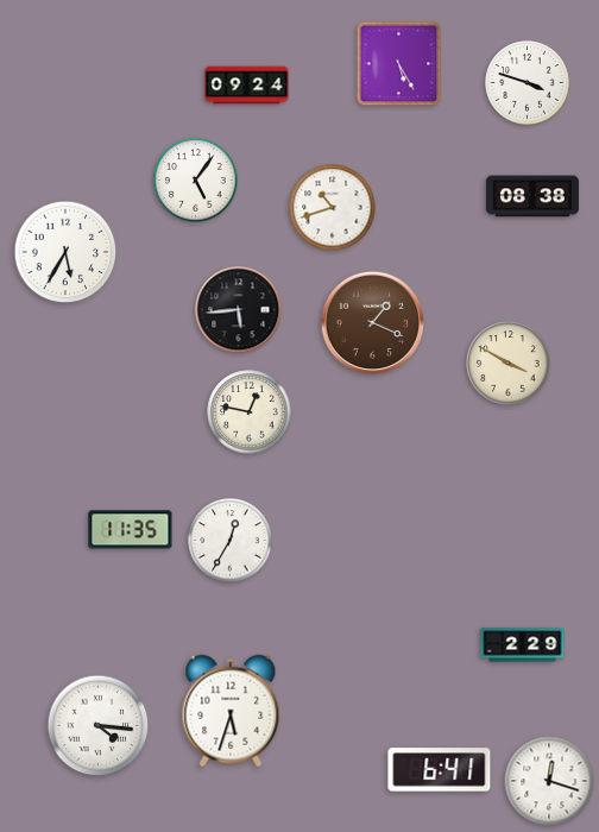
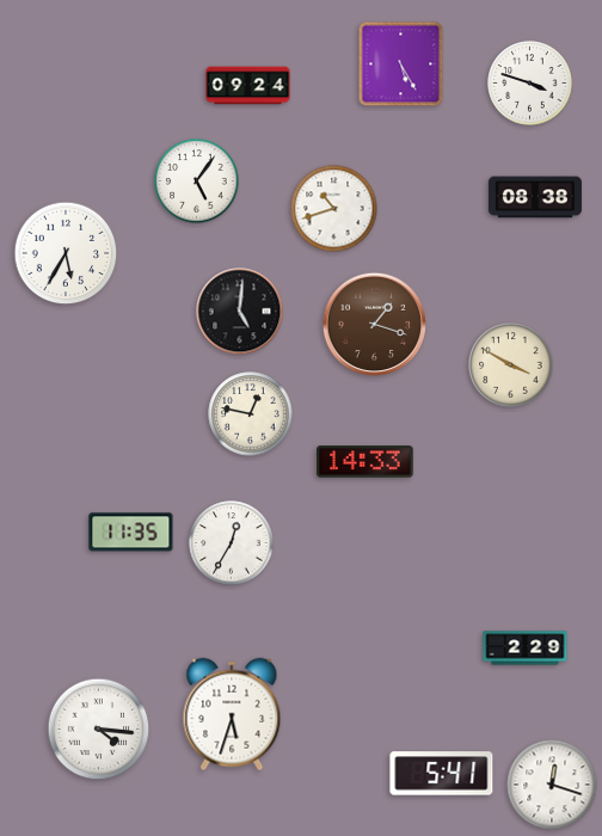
clock at (239, 310): 5:44 -> 5:01
clock at (372, 322): 1:19 -> 1:18
clock at (365, 462): none -> 14:33
clock at (440, 770): 6:41 -> 5:41
